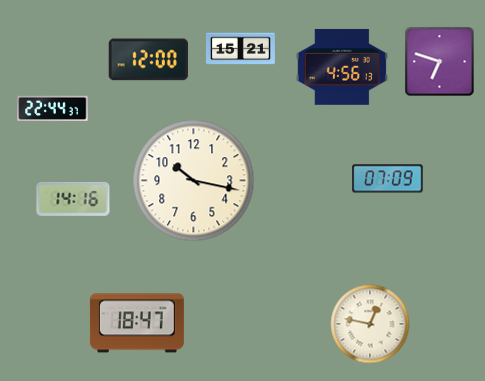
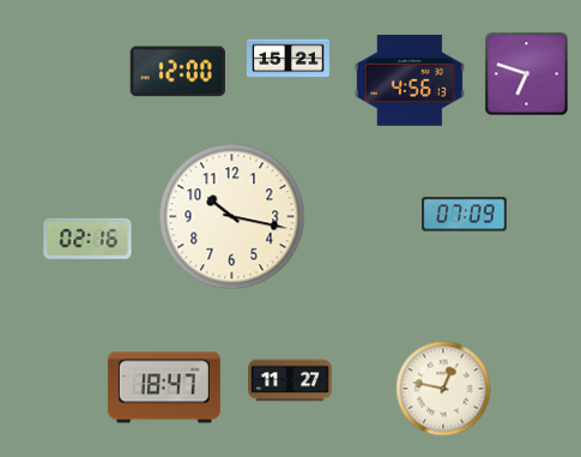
clock at (53, 109): 22:44 -> none
clock at (73, 199): 14:16 -> 02:16
clock at (290, 380): none -> 11:27
